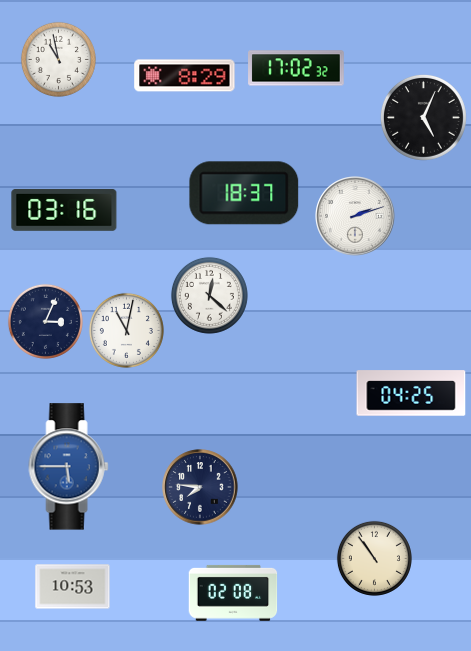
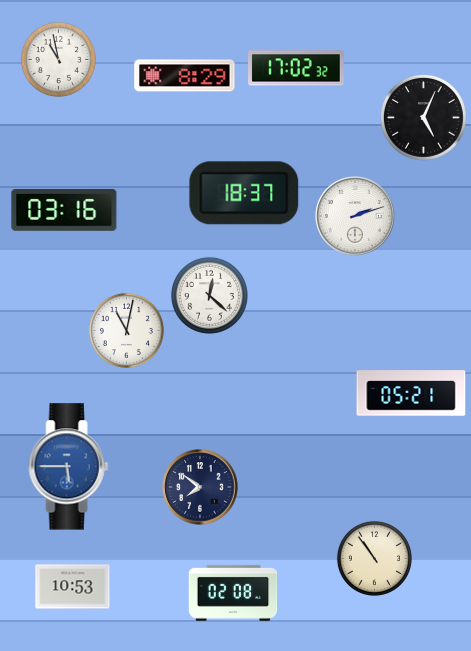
clock at (45, 321): 3:04 -> none
clock at (411, 393): 04:25 -> 05:21
clock at (200, 487): 7:46 -> 7:51
